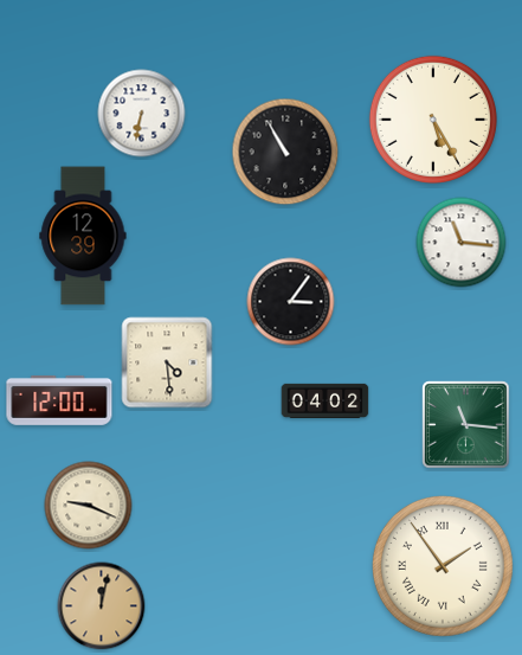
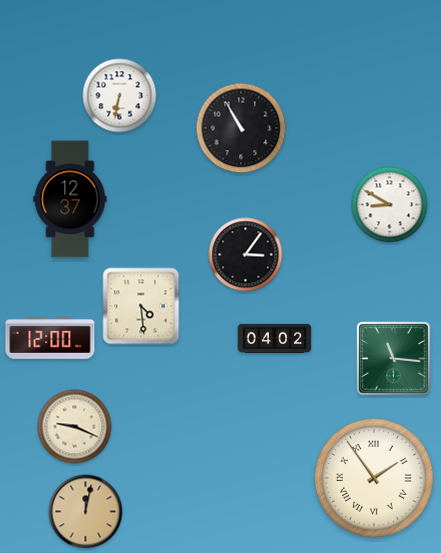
clock at (433, 120): 5:25 -> none
clock at (83, 236): 12:39 -> 12:37
clock at (462, 243): 11:16 -> 8:50
